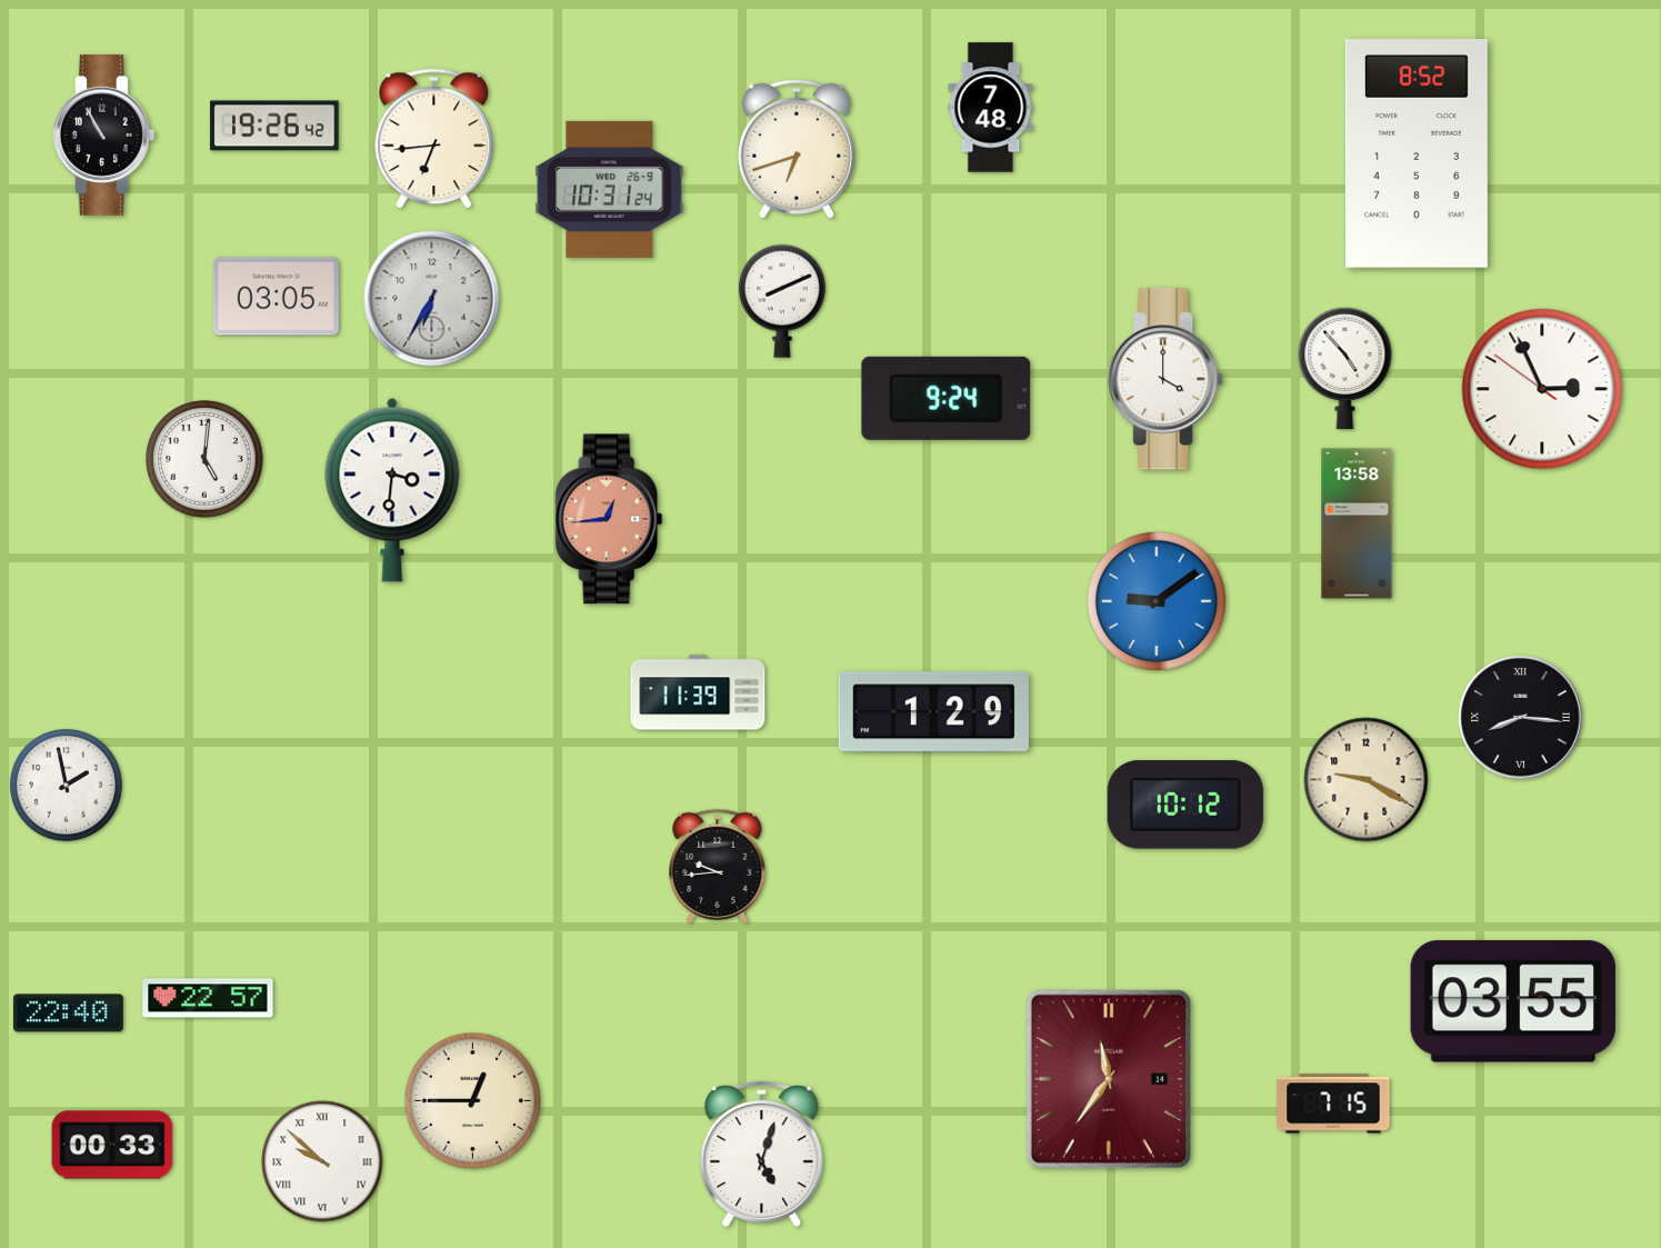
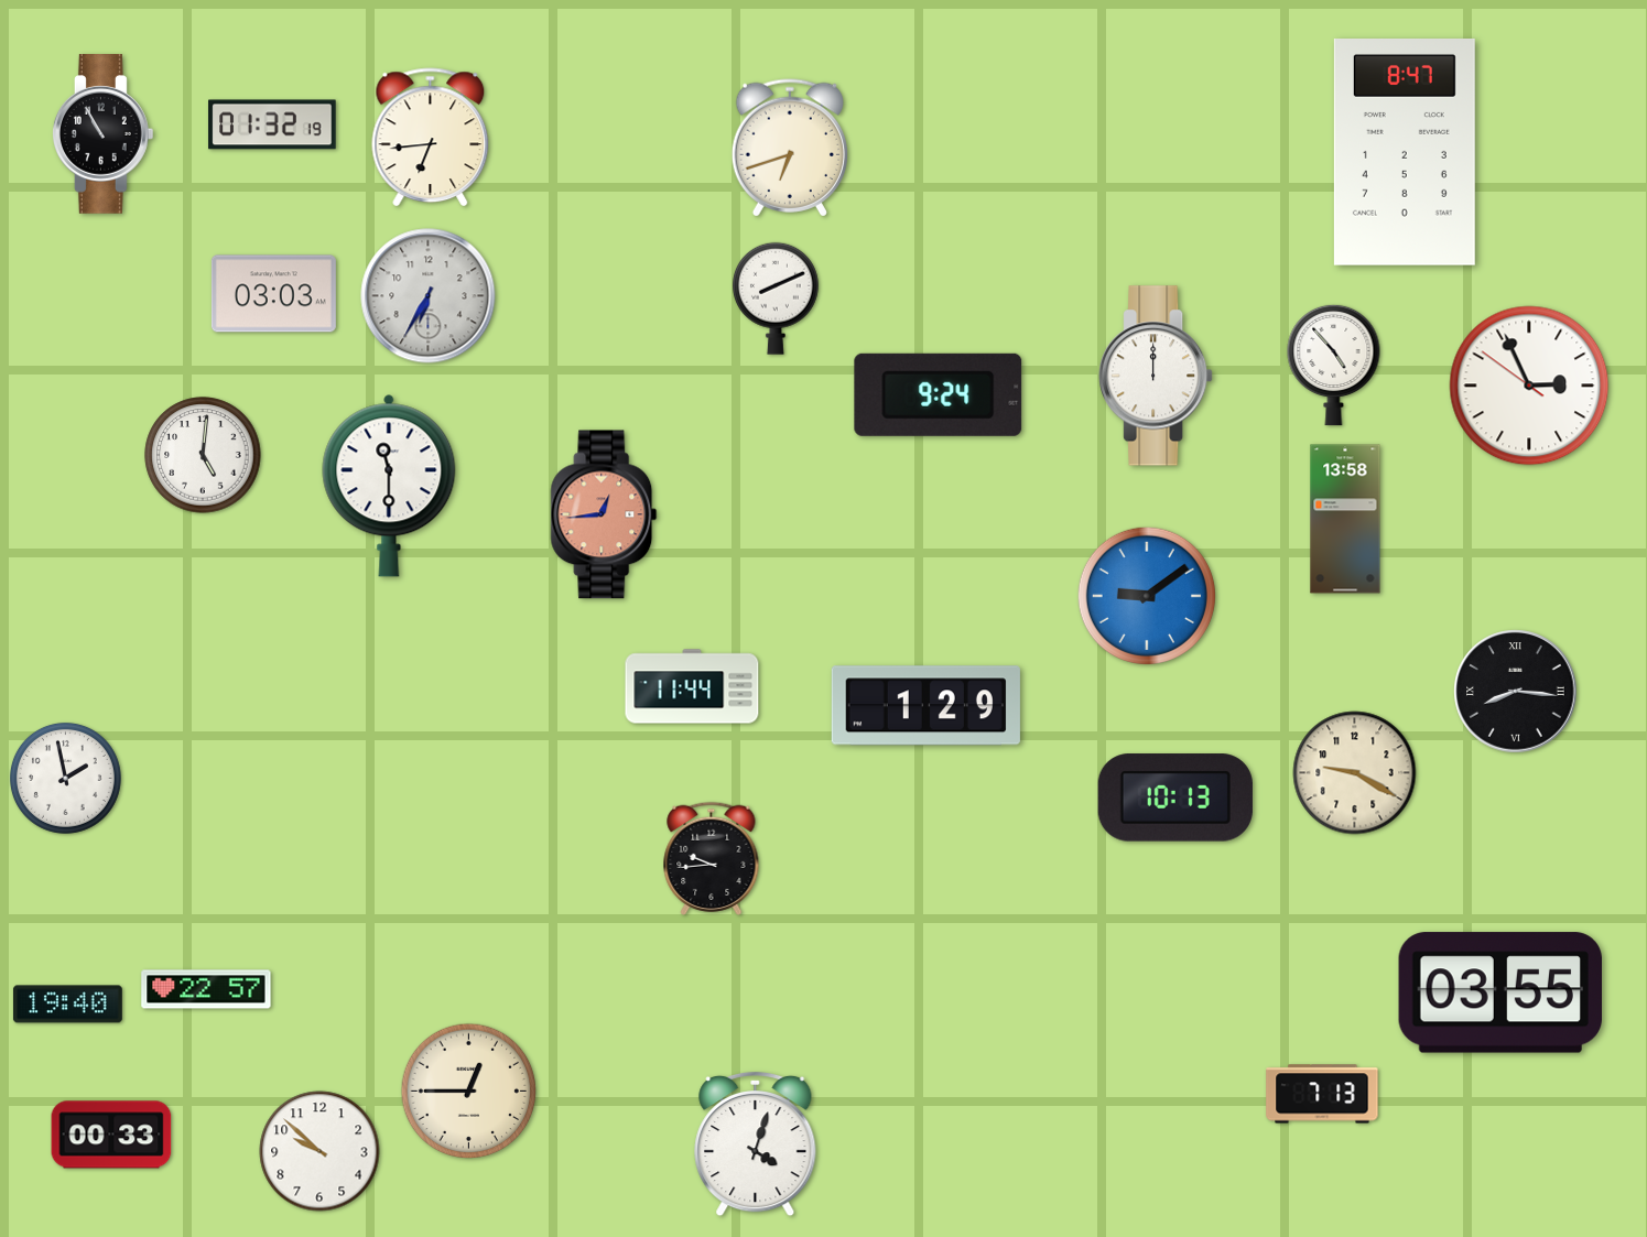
clock at (991, 108): 7:48 -> none
clock at (274, 126): 19:26 -> 01:32
clock at (1417, 154): 8:52 -> 8:47
clock at (610, 189): 10:31 -> none
clock at (276, 297): 03:05 -> 03:03
clock at (1165, 379): 4:00 -> 12:00
clock at (392, 490): 3:31 -> 11:30
clock at (698, 692): 11:39 -> 11:44
clock at (1521, 718) position: (1521, 718) -> (1516, 692)
clock at (1185, 805): 10:12 -> 10:13
clock at (68, 1014): 22:40 -> 19:40
clock at (1109, 1079): 11:36 -> none
clock at (1333, 1104): 7:15 -> 7:13
clock at (762, 1155): 5:03 -> 4:03
clock at (322, 1161) numerals: Roman -> Arabic
